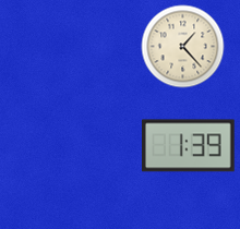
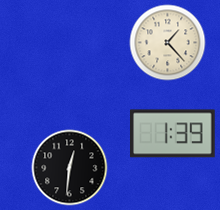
clock at (70, 168): none -> 12:31
